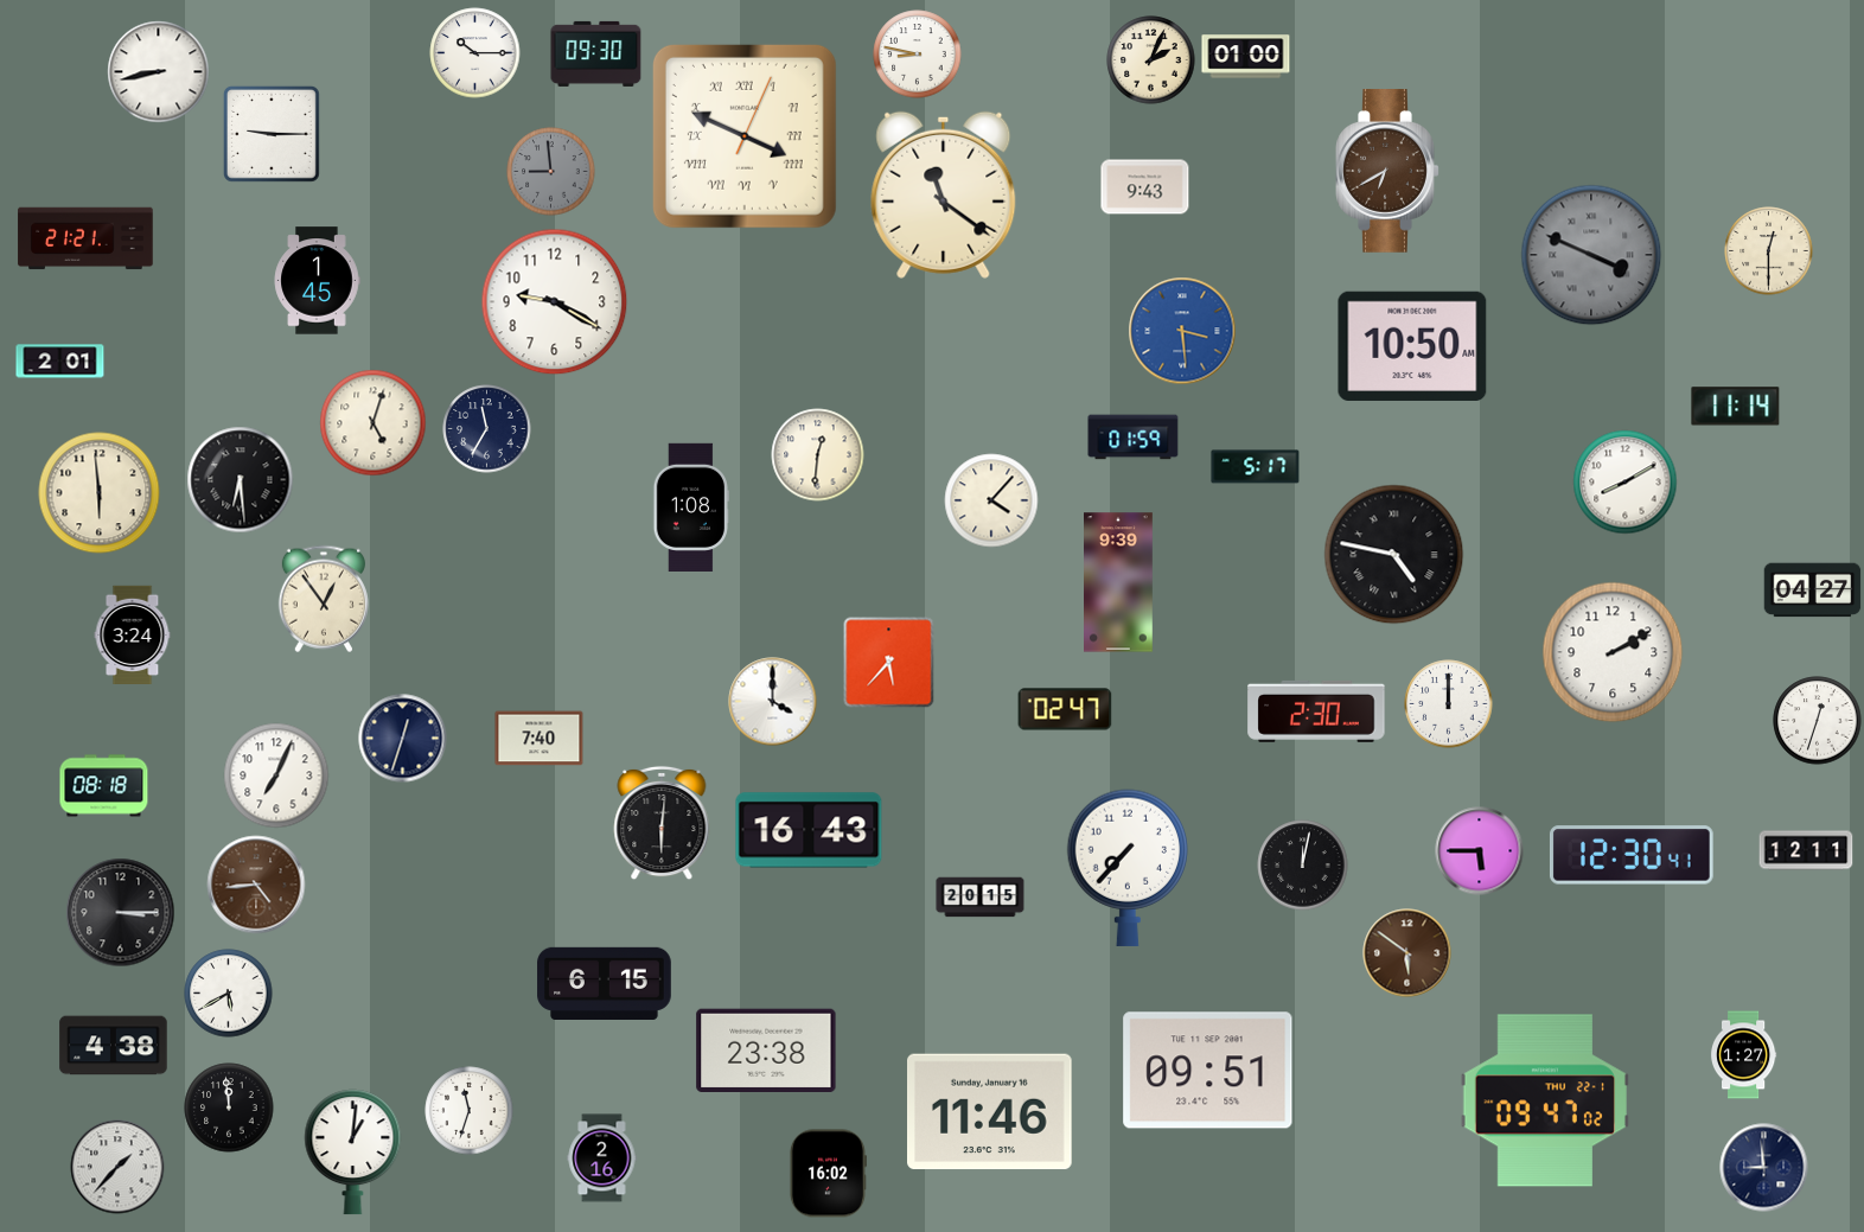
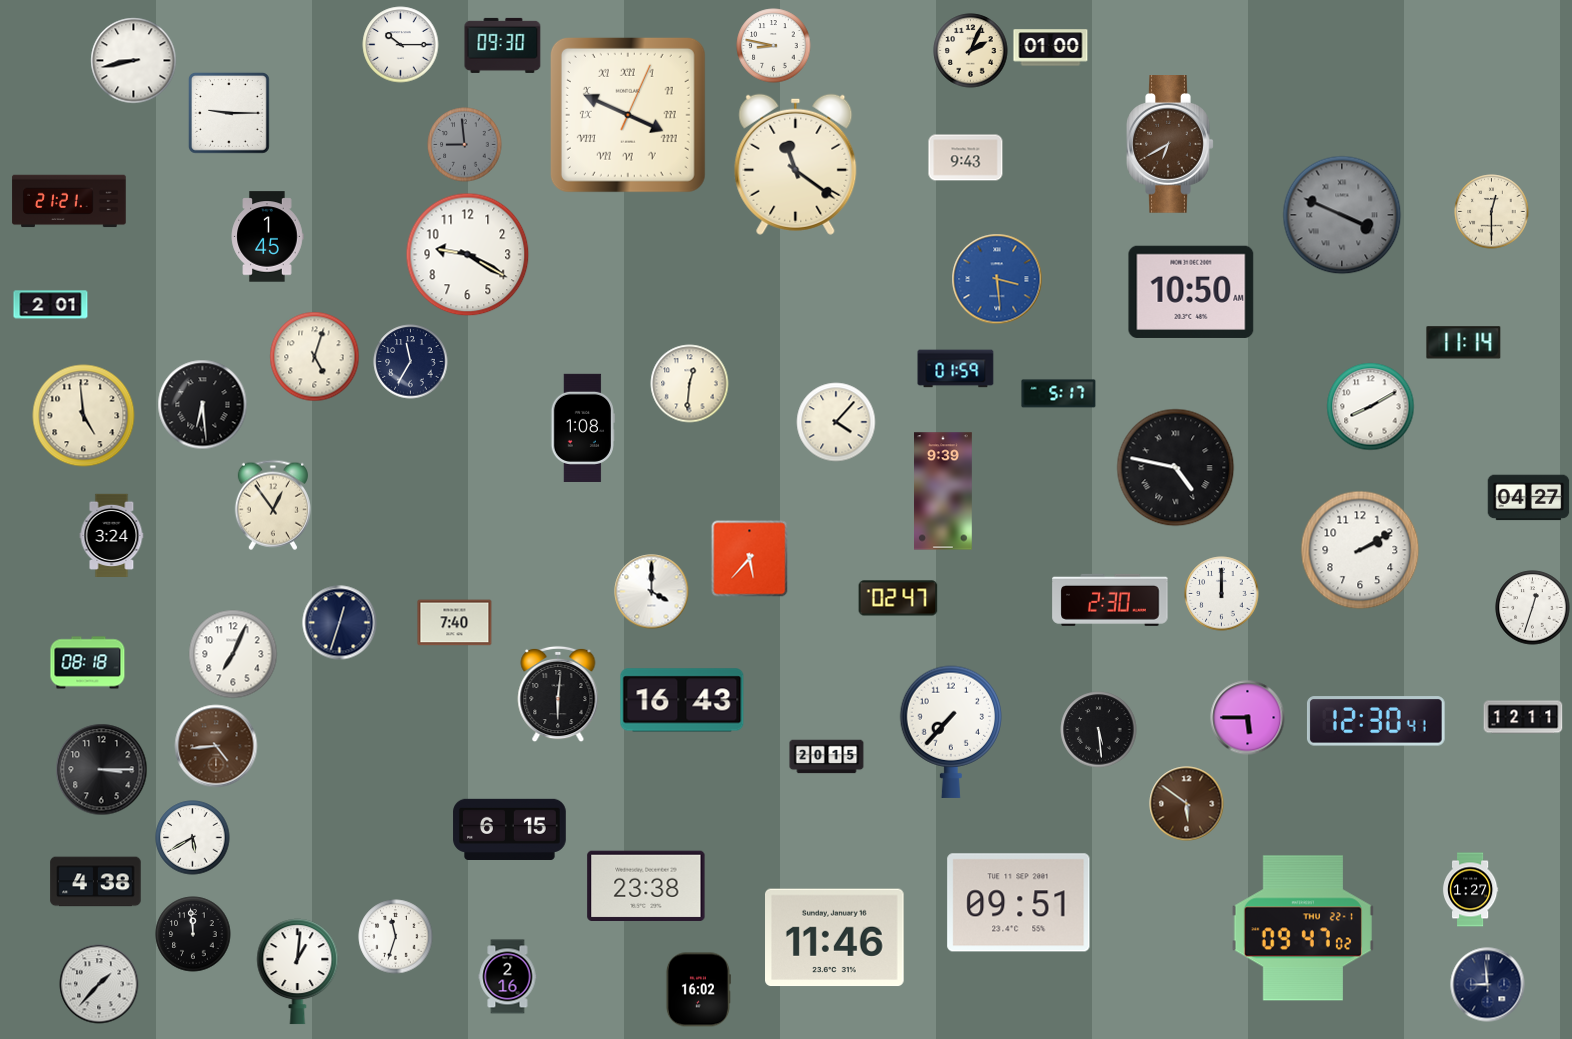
clock at (85, 238) position: (85, 238) -> (69, 201)
clock at (100, 493): 5:59 -> 4:59
clock at (1303, 866): 12:02 -> 5:29
